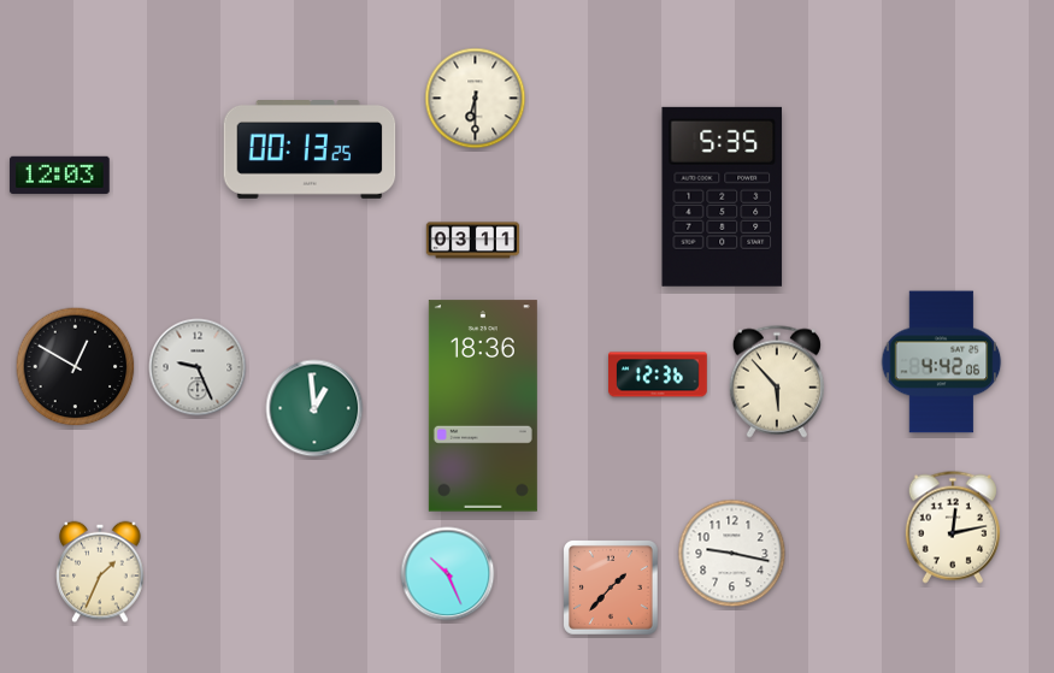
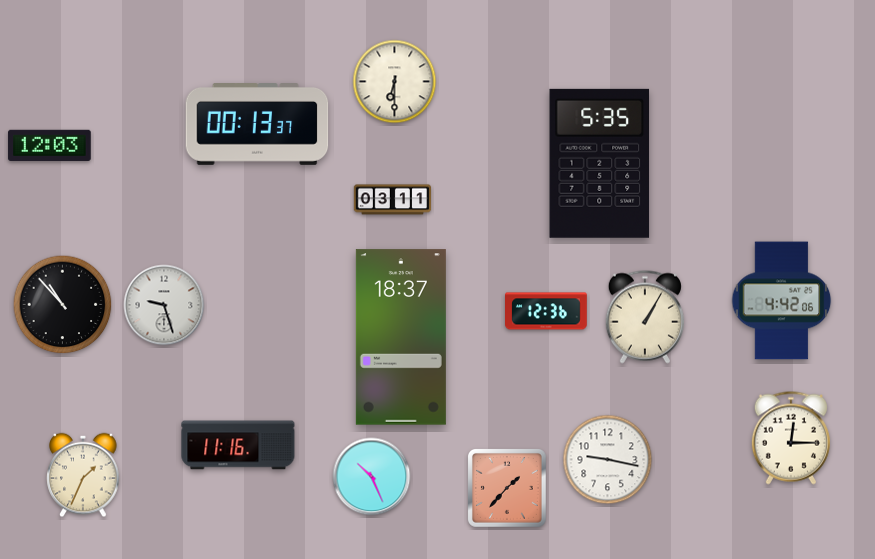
clock at (310, 150): 00:13:25 -> 00:13:37
clock at (76, 367): 12:50 -> 10:53
clock at (198, 367): 9:26 -> 9:27
clock at (777, 382): 5:53 -> 1:05
clock at (483, 406): 18:36 -> 18:37
clock at (314, 408): 12:59 -> none
clock at (953, 527): 12:13 -> 12:15
clock at (238, 445): none -> 11:16
